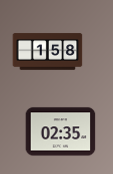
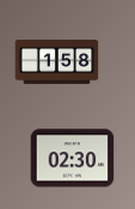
clock at (61, 132): 02:35 -> 02:30
